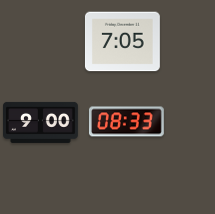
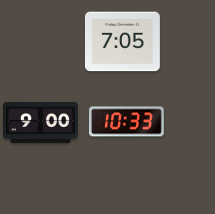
clock at (126, 122): 08:33 -> 10:33
